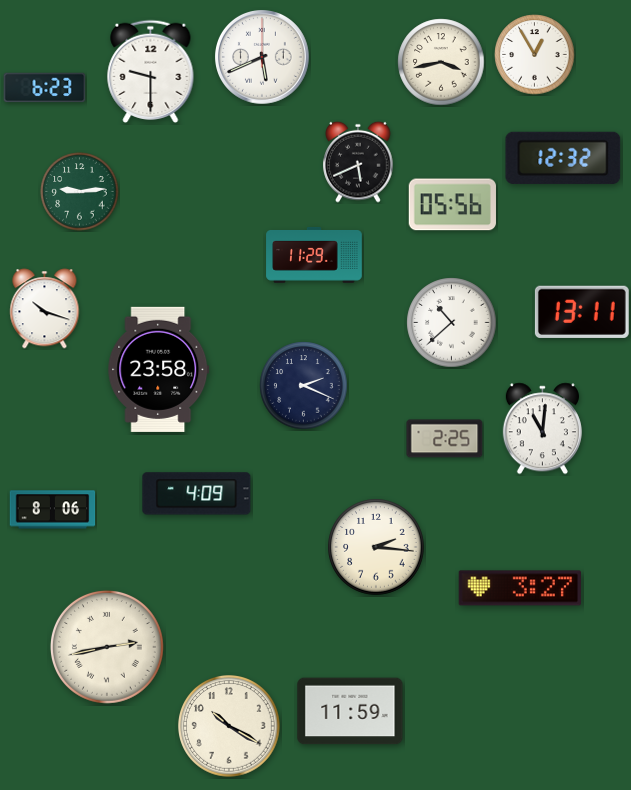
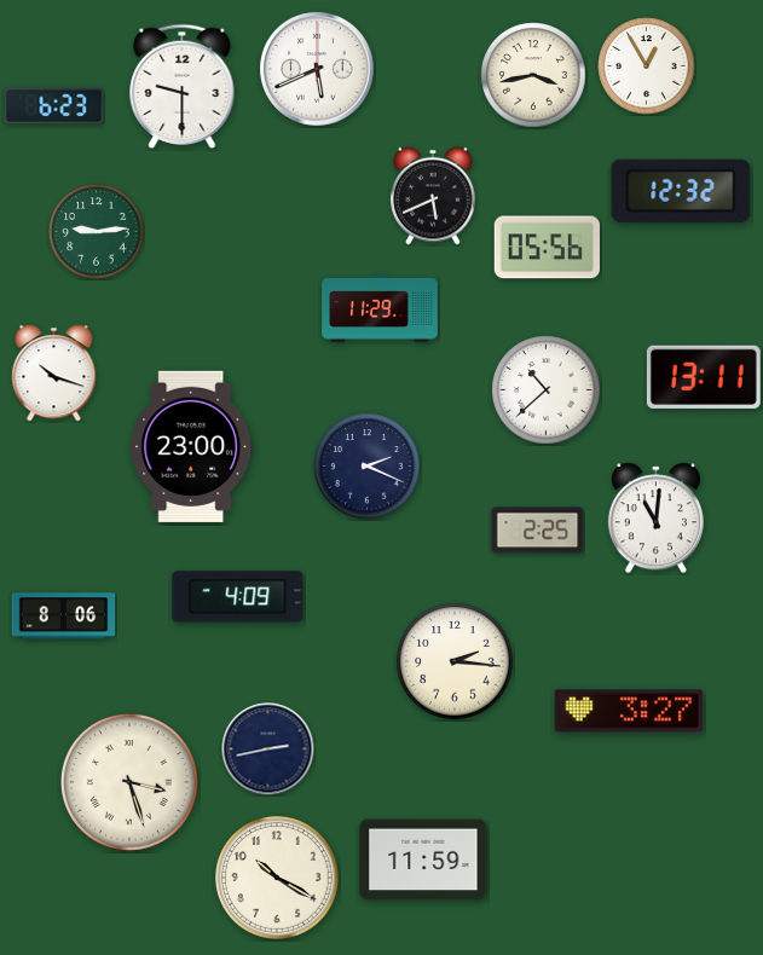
clock at (159, 369): 23:58 -> 23:00
clock at (268, 749): none -> 2:43
clock at (107, 647): 2:43 -> 3:27
